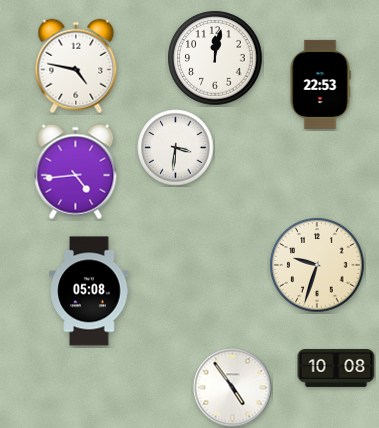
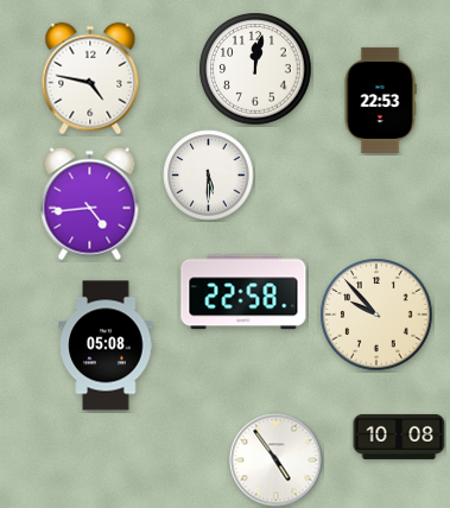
clock at (176, 148): 3:31 -> 5:30
clock at (243, 292): none -> 22:58
clock at (317, 265): 9:33 -> 9:53
